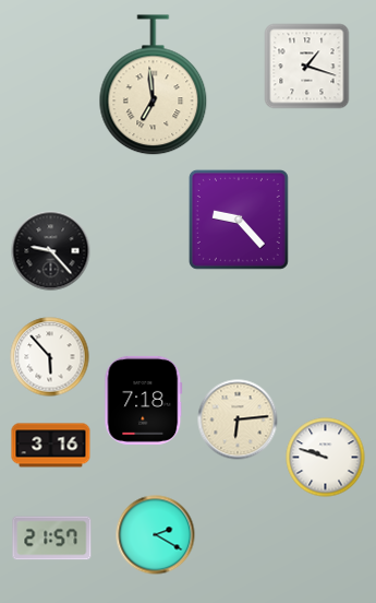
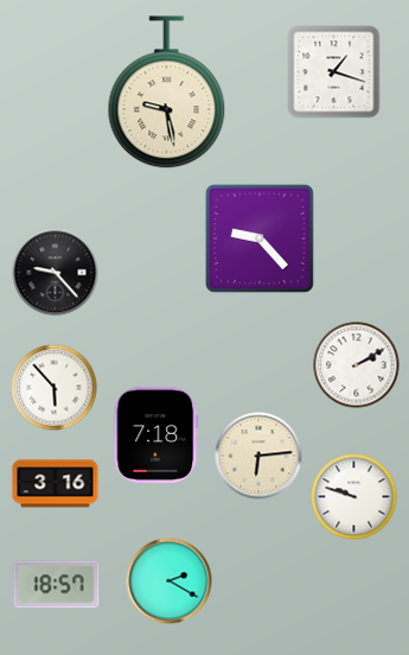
clock at (154, 85): 6:59 -> 9:28
clock at (357, 365): none -> 2:10
clock at (52, 539): 21:57 -> 18:57
